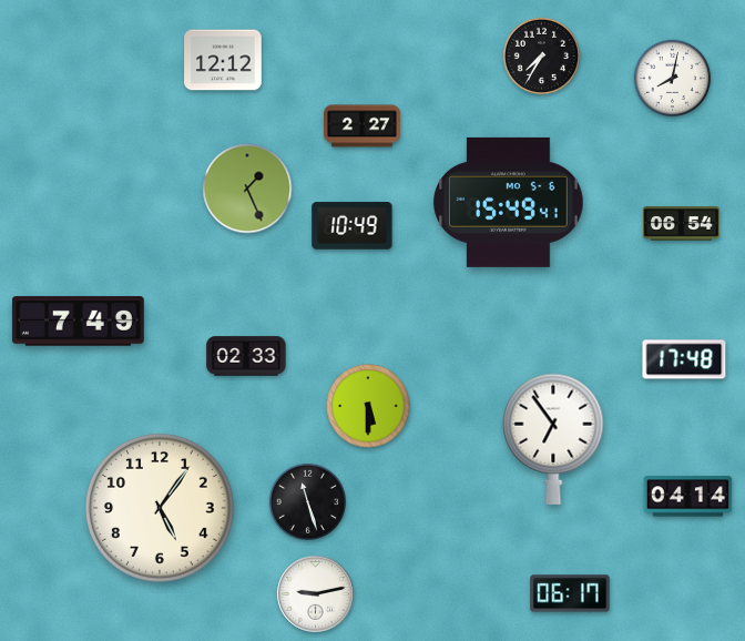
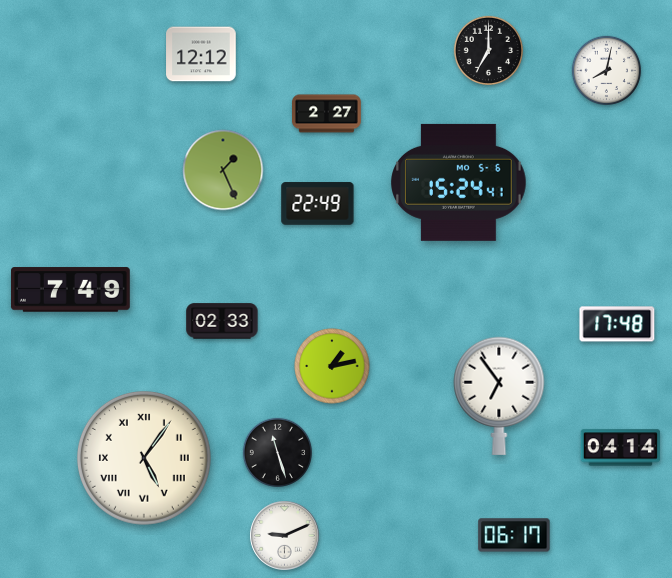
clock at (541, 55): 7:35 -> 7:00
clock at (509, 202): 15:49 -> 15:24
clock at (681, 224): 06:54 -> none
clock at (353, 226): 10:49 -> 22:49
clock at (368, 406): 5:30 -> 1:13
clock at (160, 508) numerals: Arabic -> Roman
clock at (316, 594): 9:13 -> 9:11
